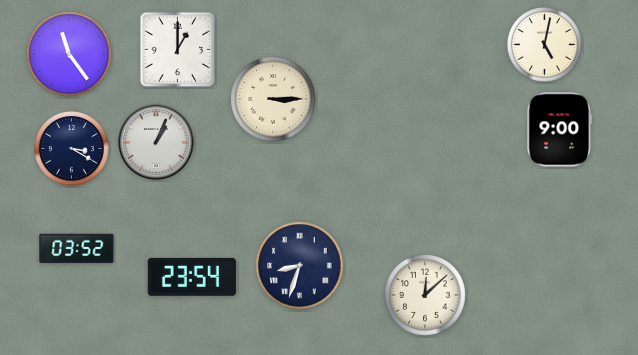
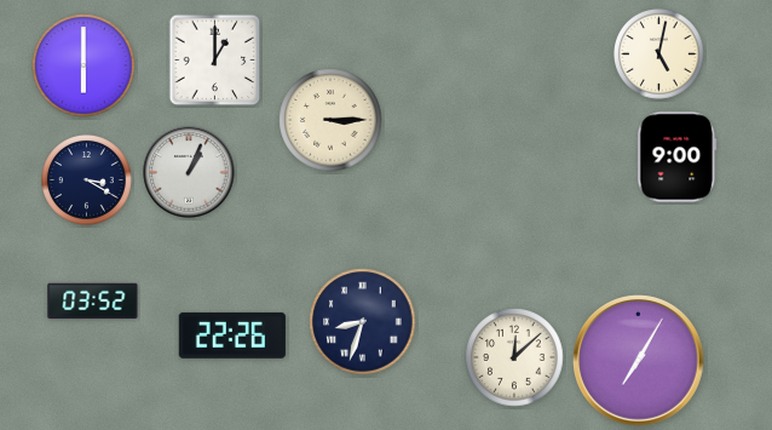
clock at (69, 54): 11:24 -> 6:00
clock at (192, 277): 23:54 -> 22:26
clock at (639, 361): none -> 7:05
